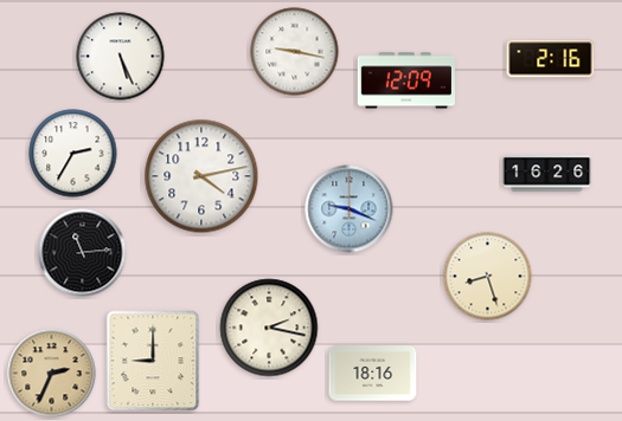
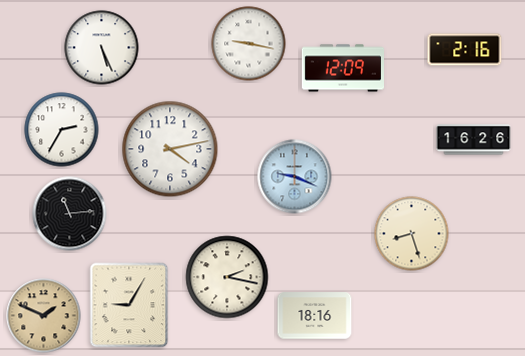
clock at (547, 174) position: (547, 174) -> (474, 140)
clock at (153, 361): 9:00 -> 9:05
clock at (52, 374): 2:34 -> 1:49
